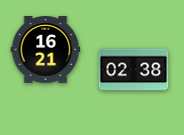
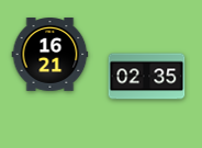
clock at (134, 70): 02:38 -> 02:35
